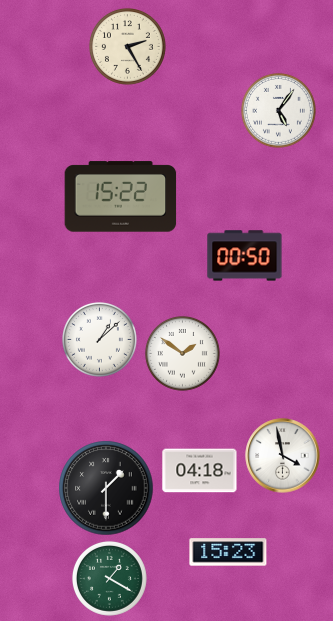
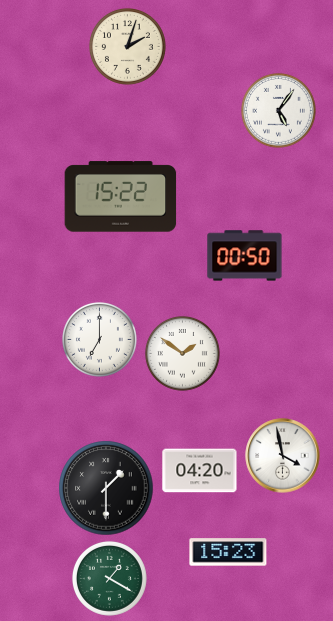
clock at (128, 47): 2:25 -> 2:03
clock at (99, 339): 1:08 -> 7:00
clock at (200, 471): 04:18 -> 04:20
